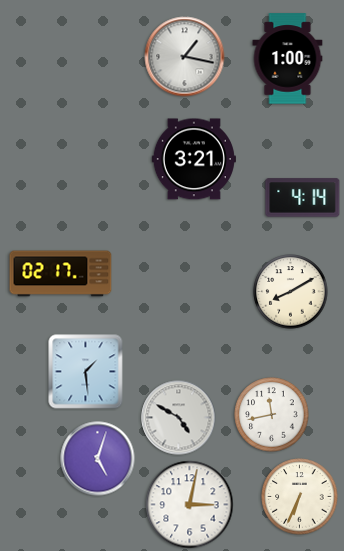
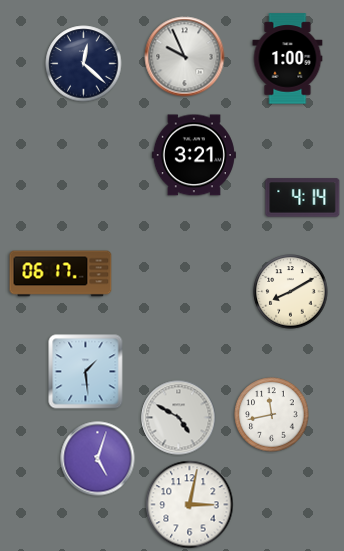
clock at (185, 57): 1:17 -> 9:56
clock at (84, 64): none -> 12:22
clock at (194, 159) position: (194, 159) -> (194, 155)
clock at (61, 274): 02:17 -> 06:17
clock at (300, 497): 6:34 -> none
